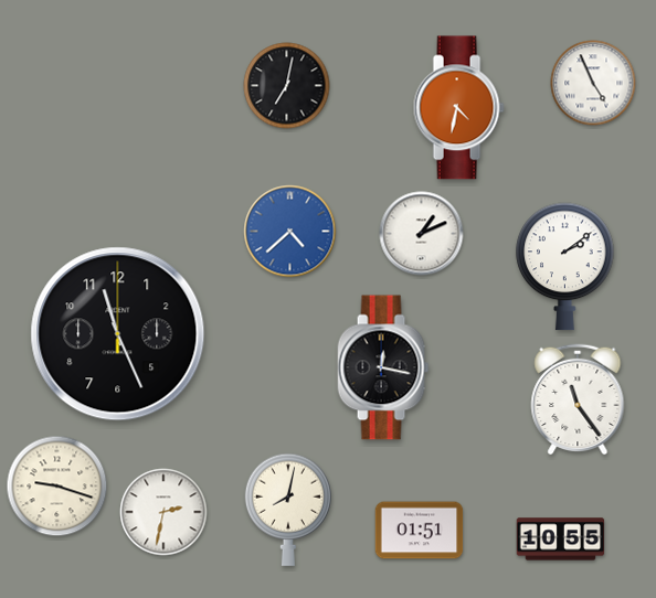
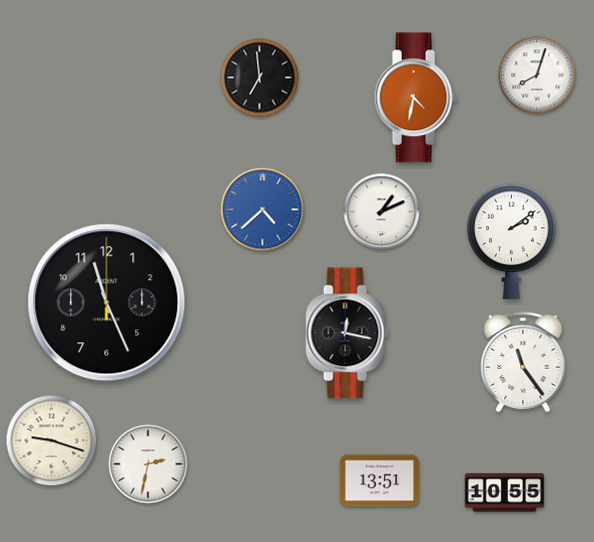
clock at (593, 83): 4:56 -> 8:03
clock at (287, 86): 7:02 -> 6:59
clock at (288, 510): 8:02 -> none
clock at (420, 531): 01:51 -> 13:51
clock at (561, 540) position: (561, 540) -> (505, 493)
